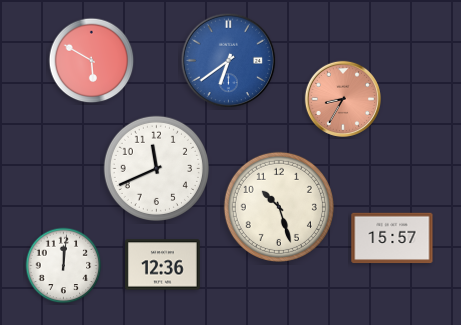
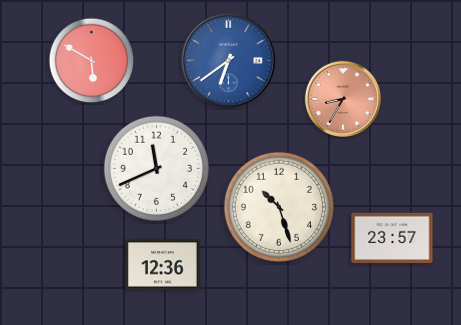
clock at (392, 238): 15:57 -> 23:57
clock at (64, 266): 12:01 -> none
